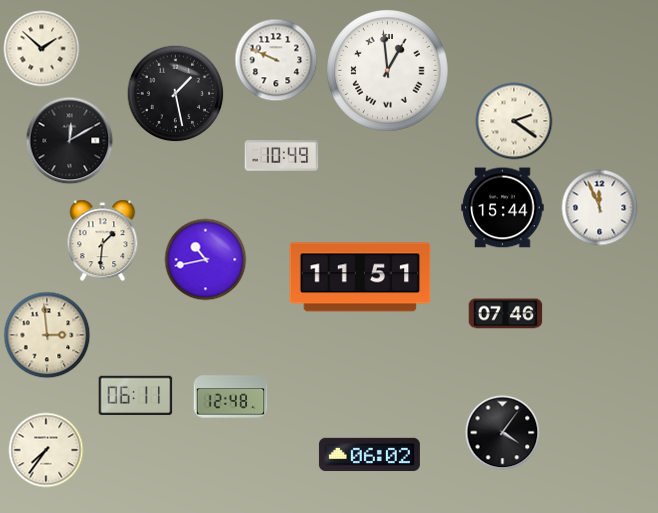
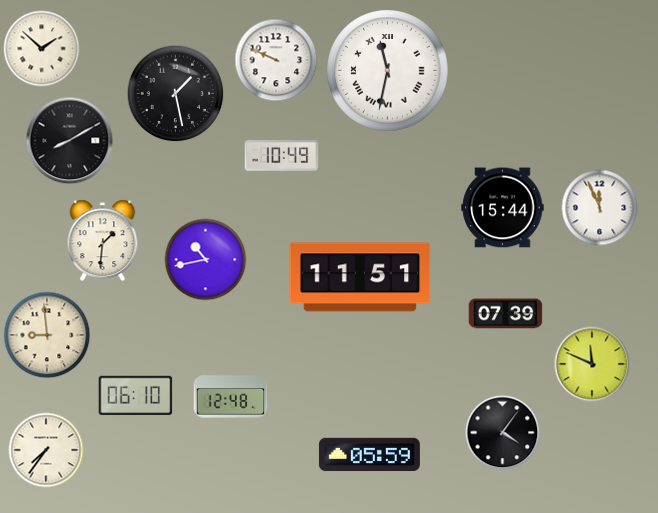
clock at (388, 71): 12:59 -> 11:32
clock at (514, 121): 2:21 -> none
clock at (70, 141): 12:10 -> 8:10
clock at (506, 314): 07:46 -> 07:39
clock at (47, 335): 2:59 -> 8:59
clock at (592, 364): none -> 11:49
clock at (136, 395): 06:11 -> 06:10
clock at (369, 455): 06:02 -> 05:59
